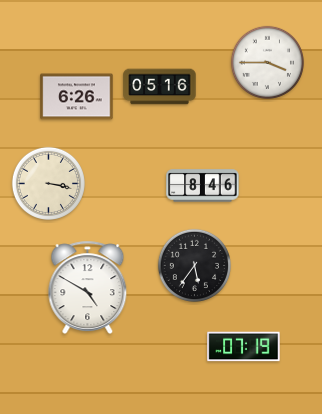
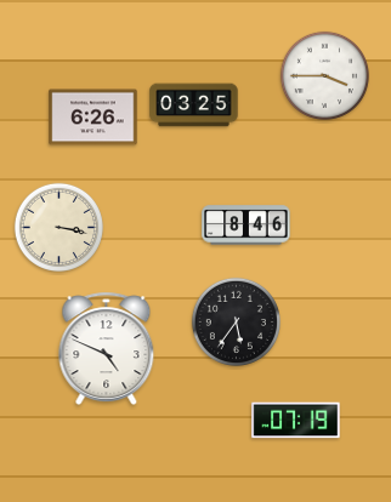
clock at (160, 87): 05:16 -> 03:25
clock at (48, 183) position: (48, 183) -> (58, 227)
clock at (88, 288): 4:50 -> 4:49
